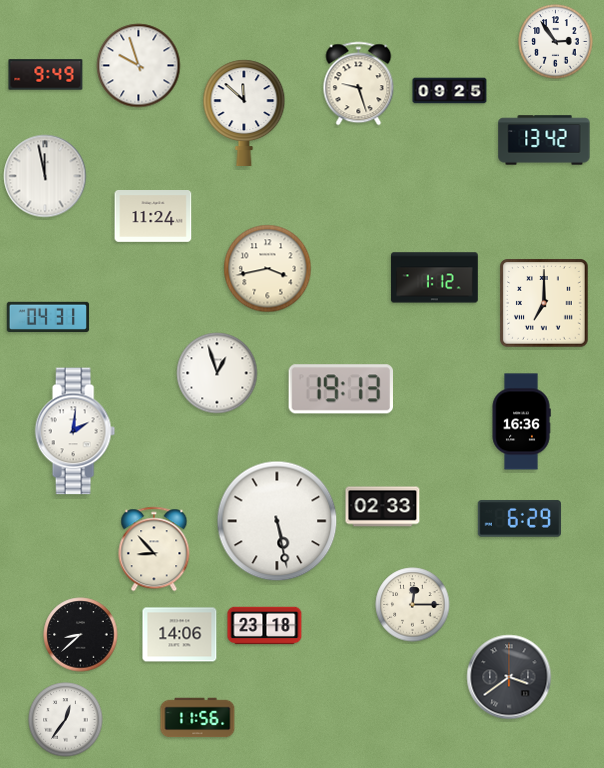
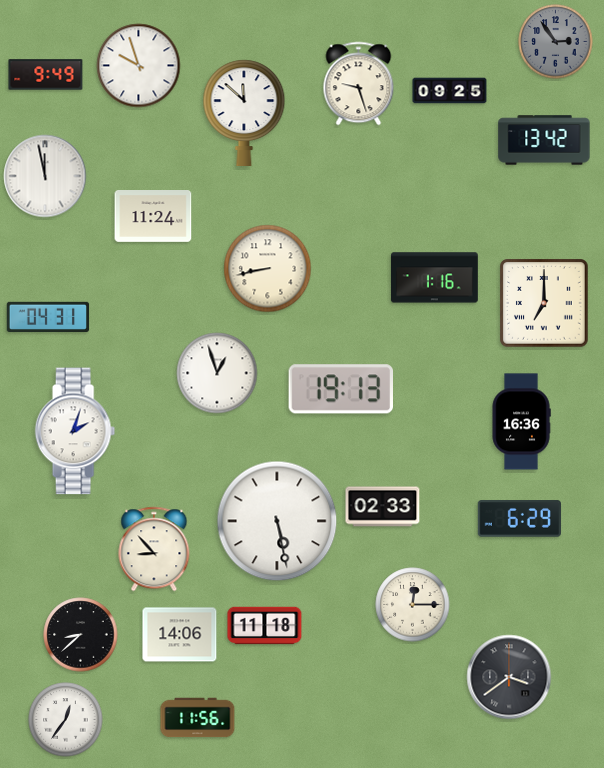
clock at (556, 42) dial: white -> grey
clock at (268, 269): 3:43 -> 8:43
clock at (434, 278): 1:12 -> 1:16
clock at (75, 431): 2:01 -> 2:03
clock at (265, 626): 23:18 -> 11:18
